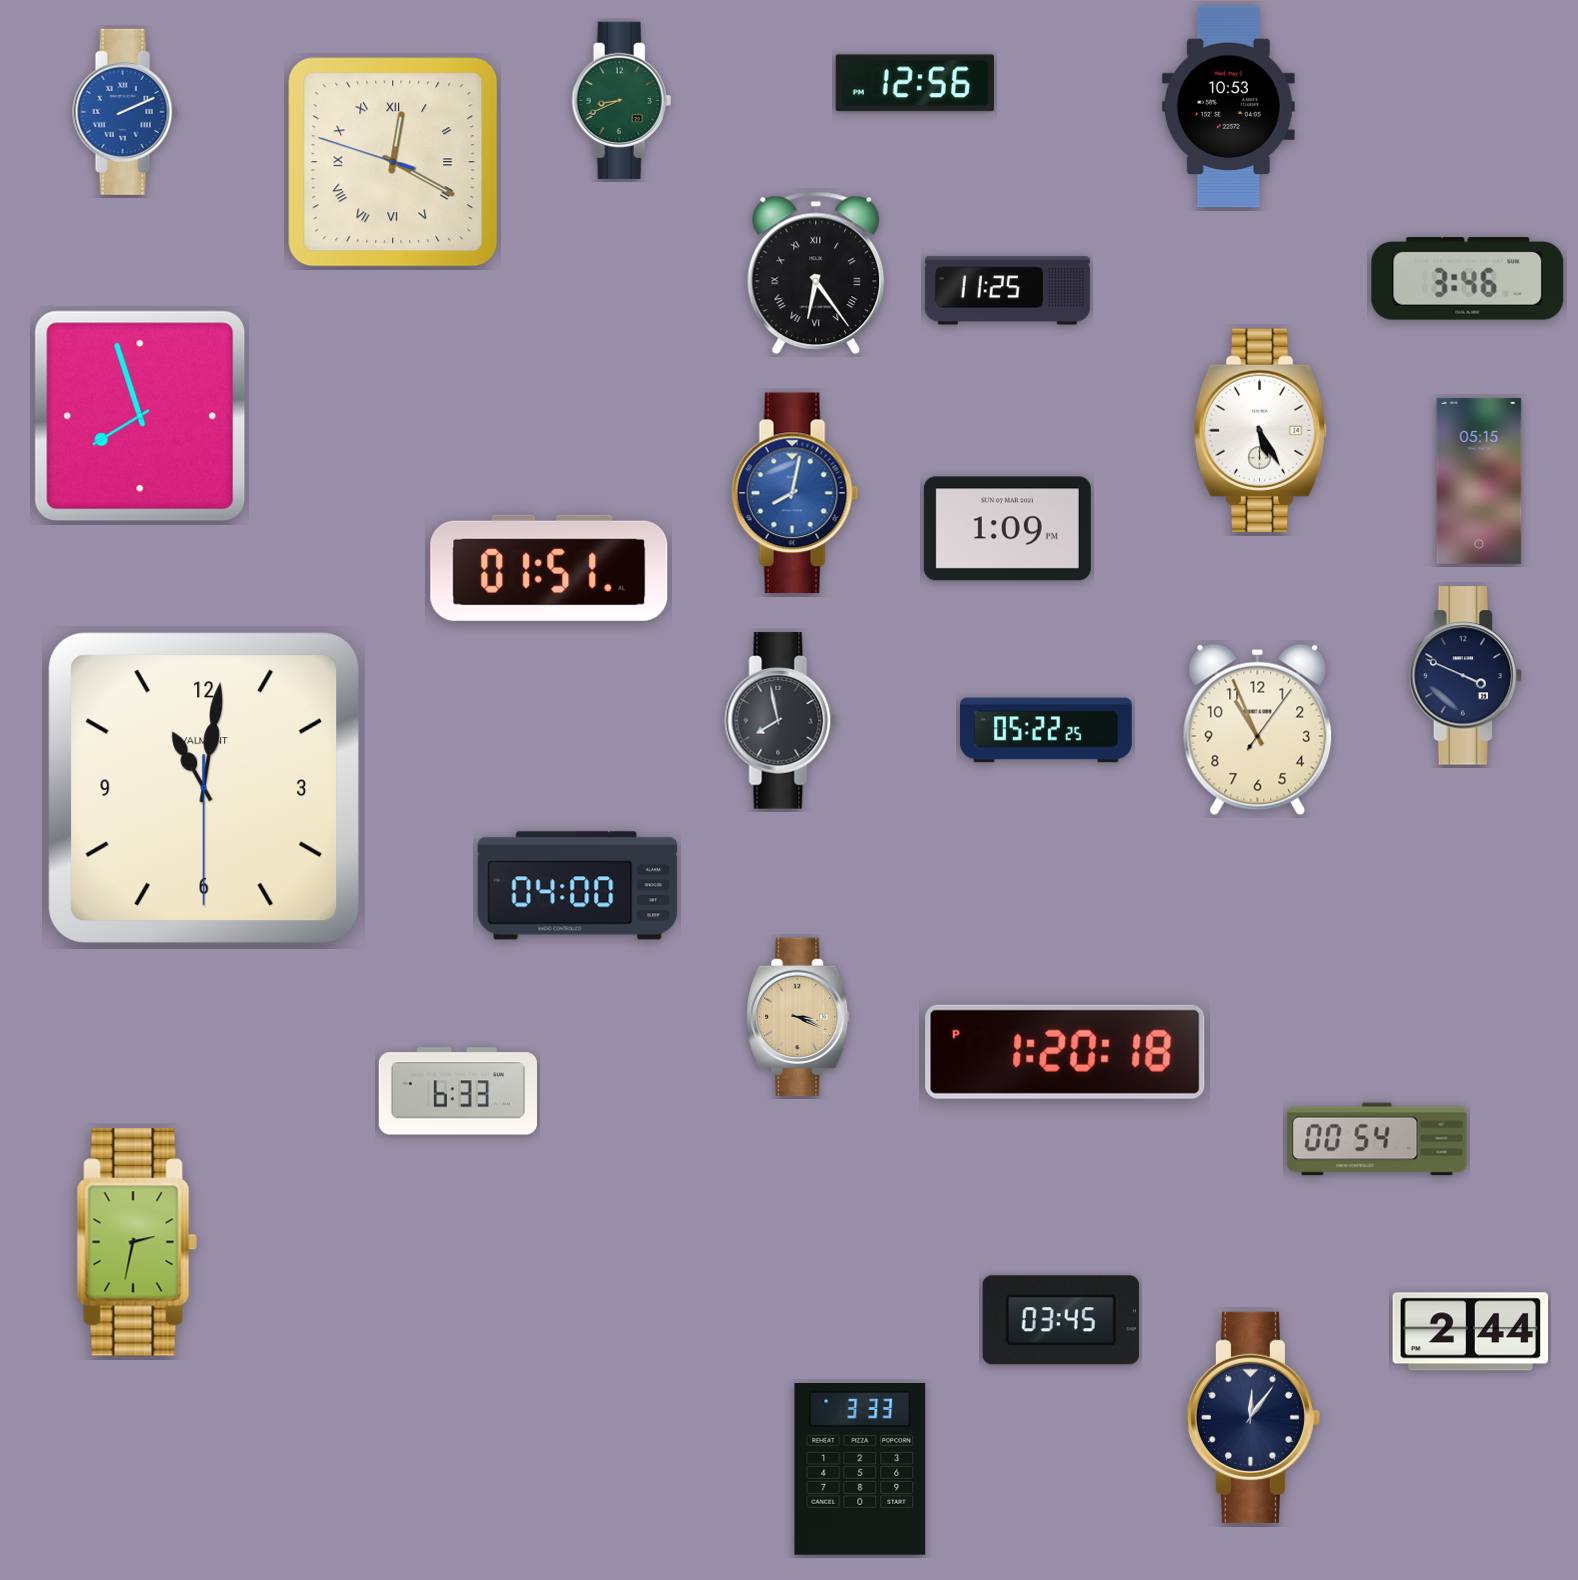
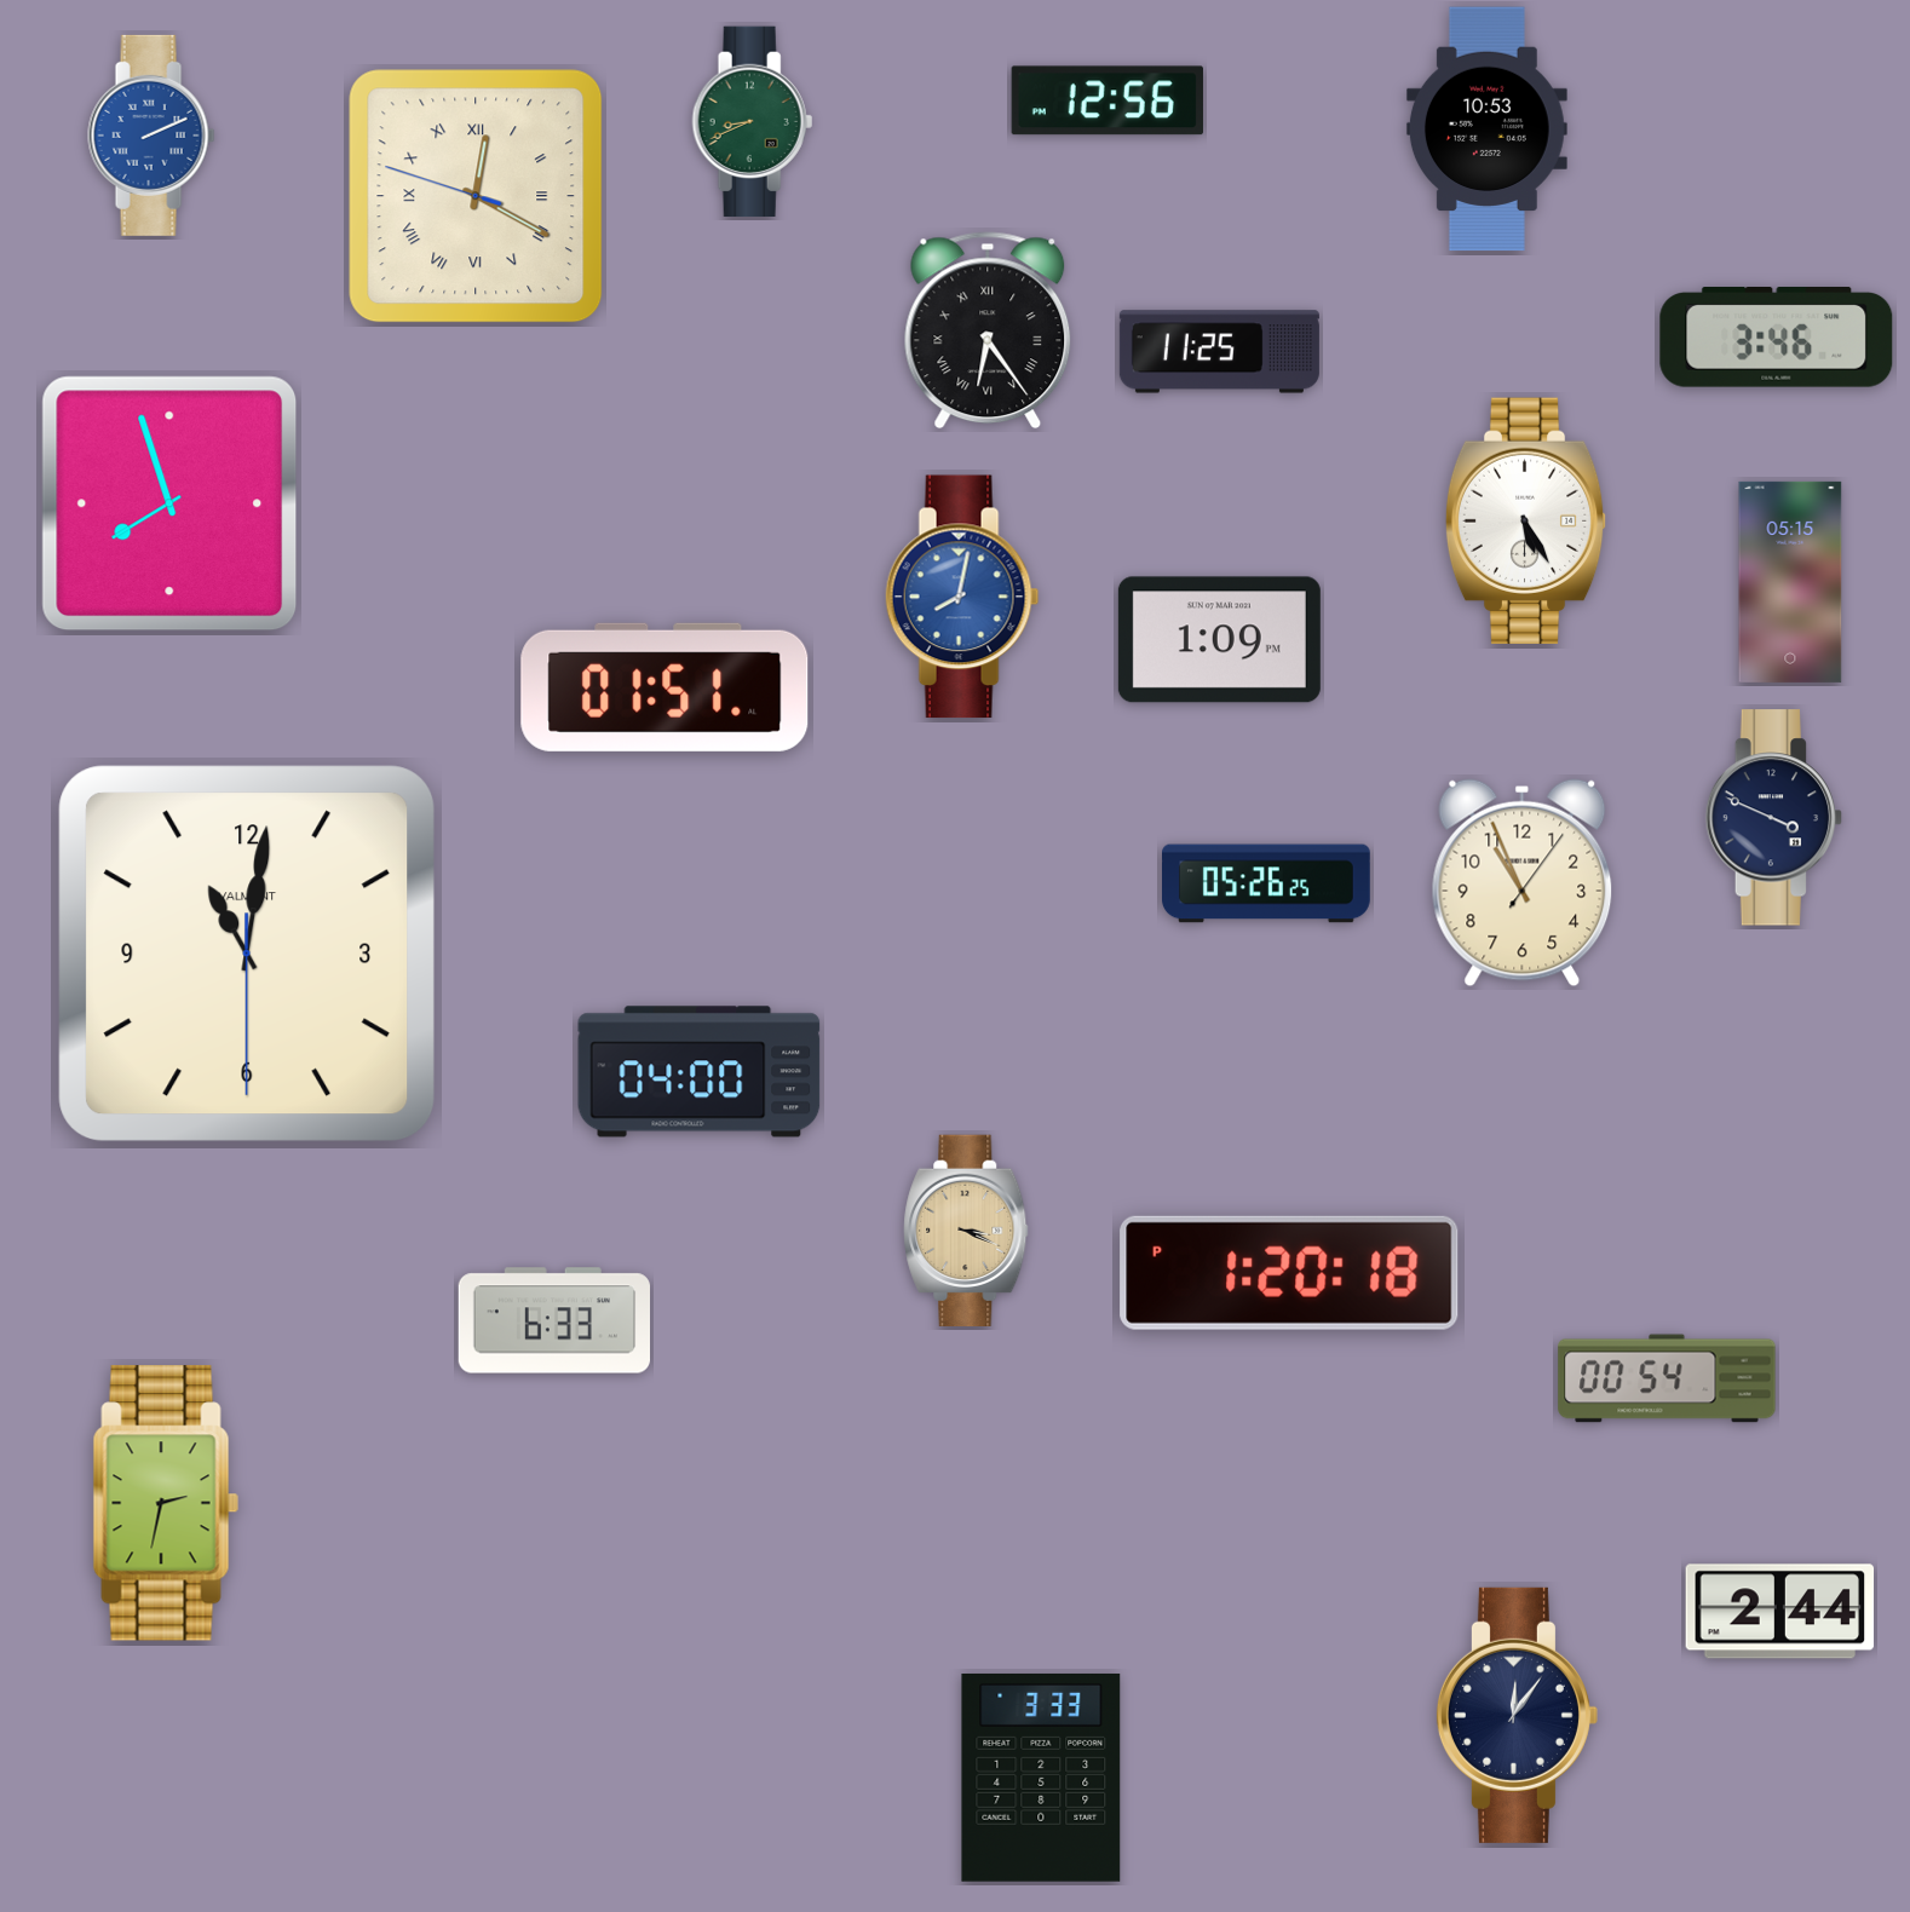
clock at (781, 721): 7:58 -> none
clock at (1047, 730): 05:22 -> 05:26
clock at (1061, 1320): 03:45 -> none
